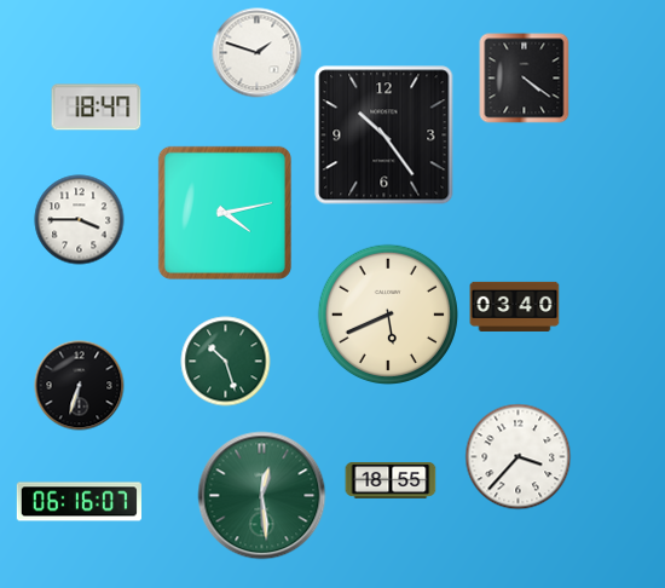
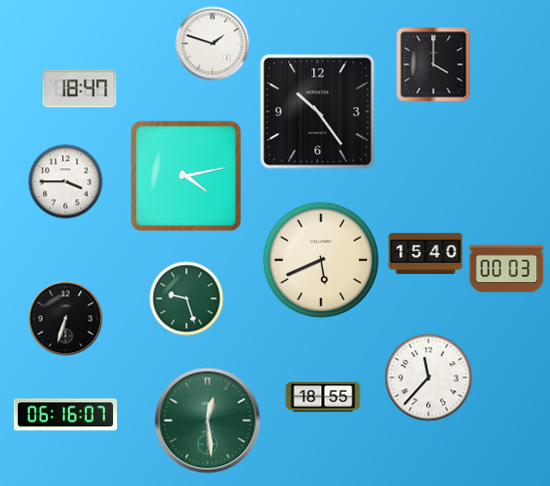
clock at (525, 79): 4:21 -> 4:00
clock at (515, 306): 03:40 -> 15:40
clock at (507, 269): none -> 00:03
clock at (226, 362): 10:27 -> 9:27
clock at (519, 457): 3:37 -> 11:37
clock at (262, 496) position: (262, 496) -> (208, 421)
